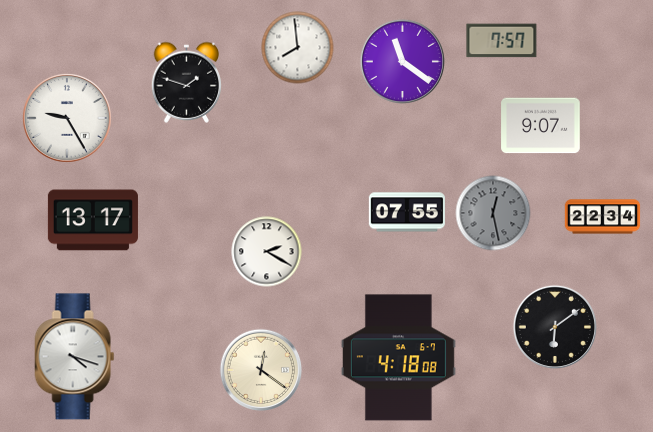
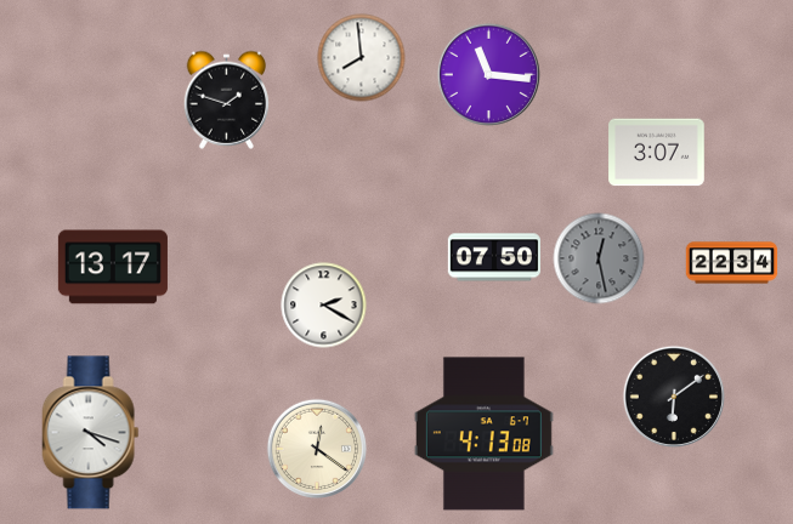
clock at (502, 41): 7:57 -> none
clock at (402, 61): 11:21 -> 11:16
clock at (68, 119): 9:25 -> none
clock at (541, 126): 9:07 -> 3:07
clock at (407, 212): 07:55 -> 07:50
clock at (398, 358): 4:18 -> 4:13
